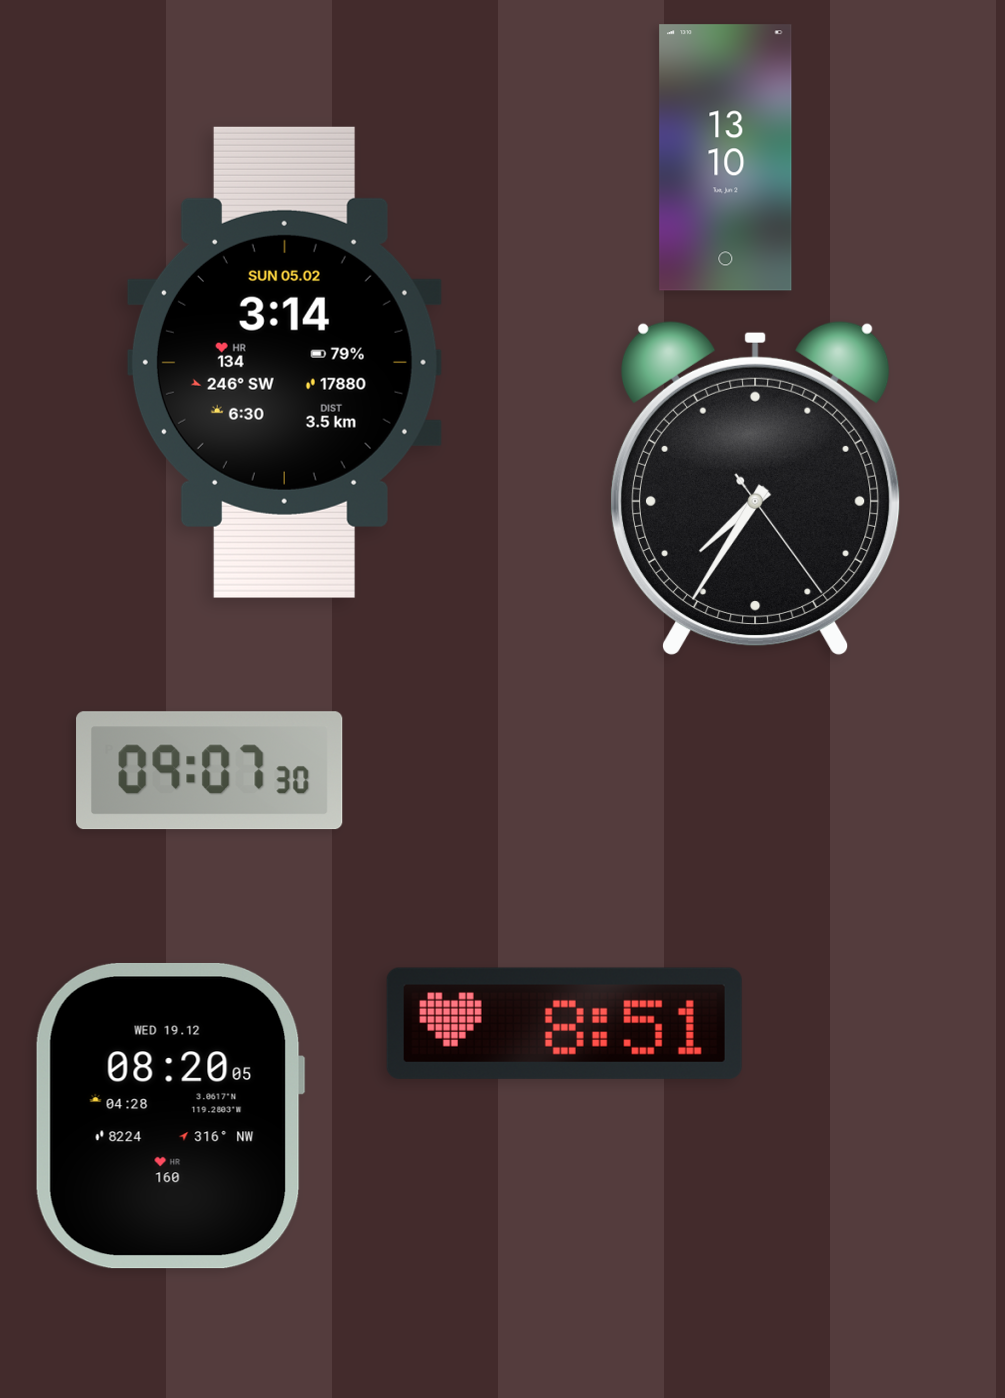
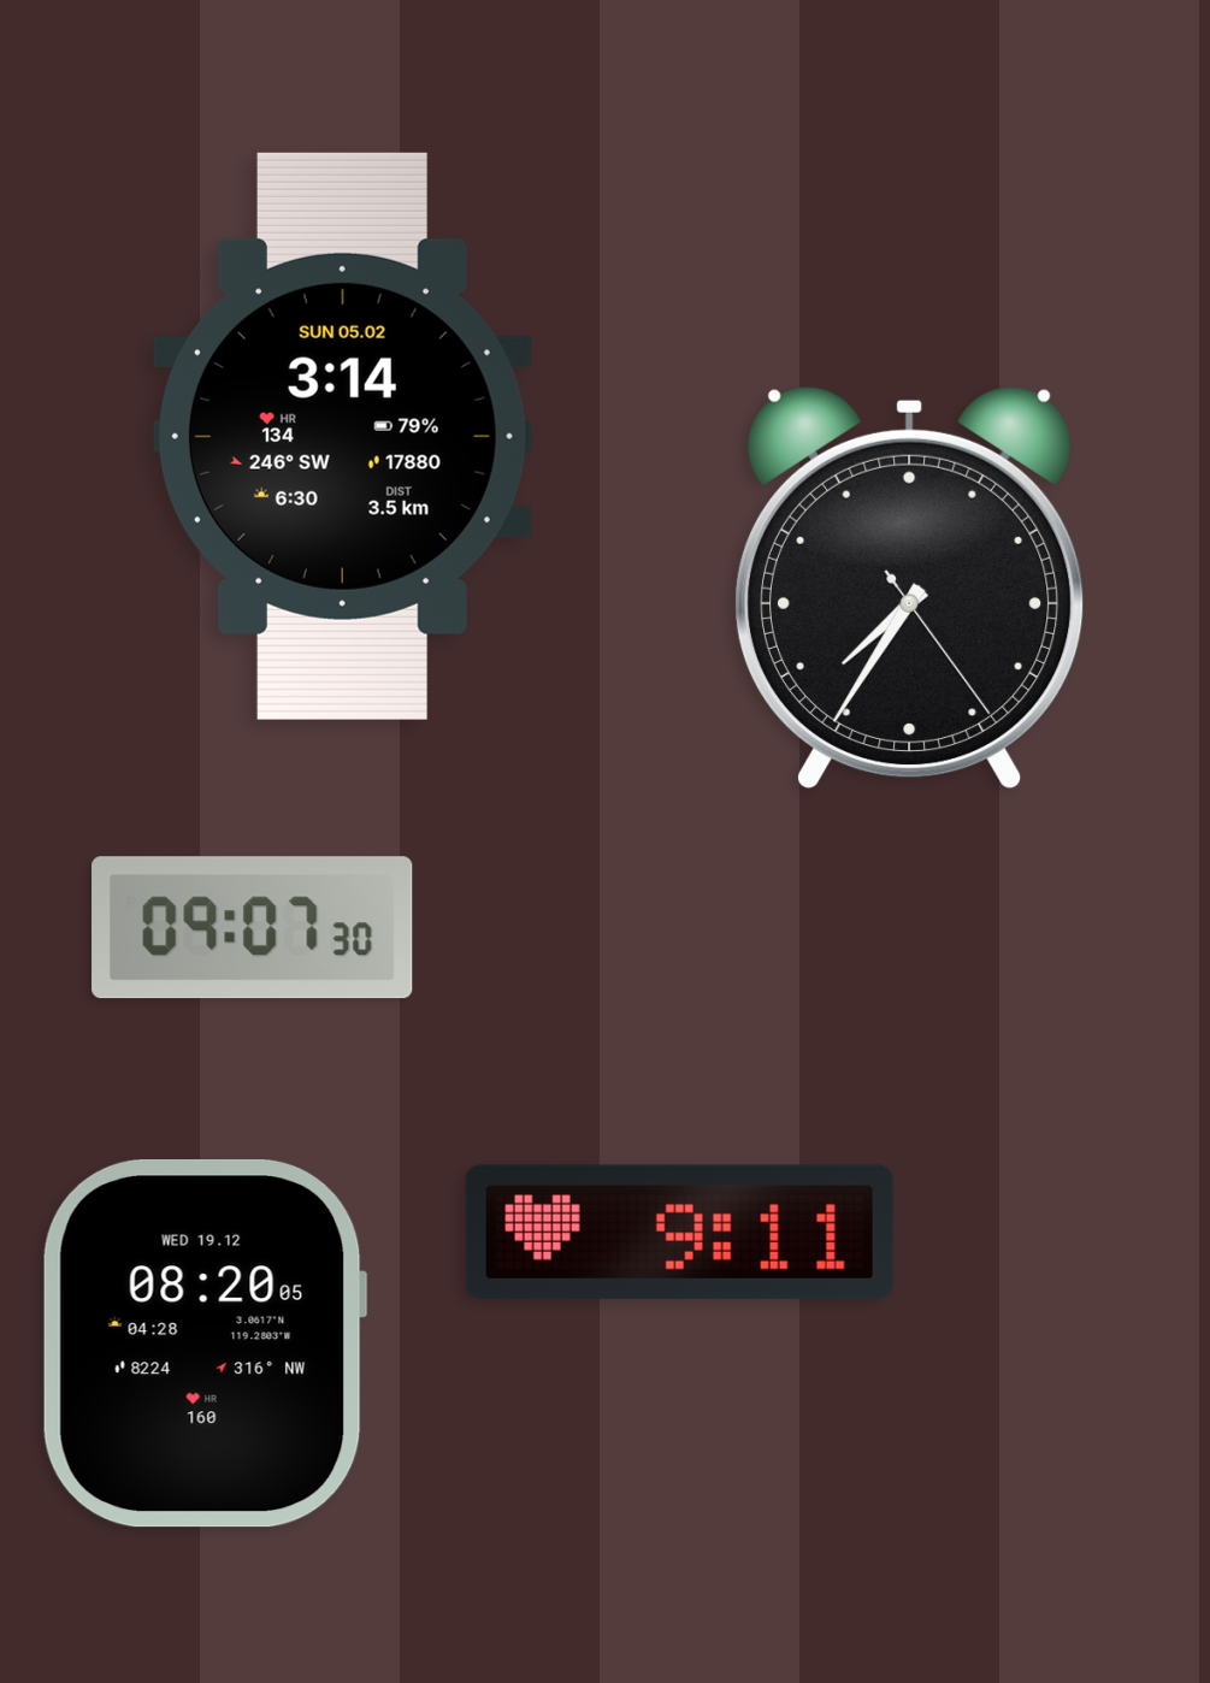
clock at (726, 158): 13:10 -> none
clock at (564, 1023): 8:51 -> 9:11
